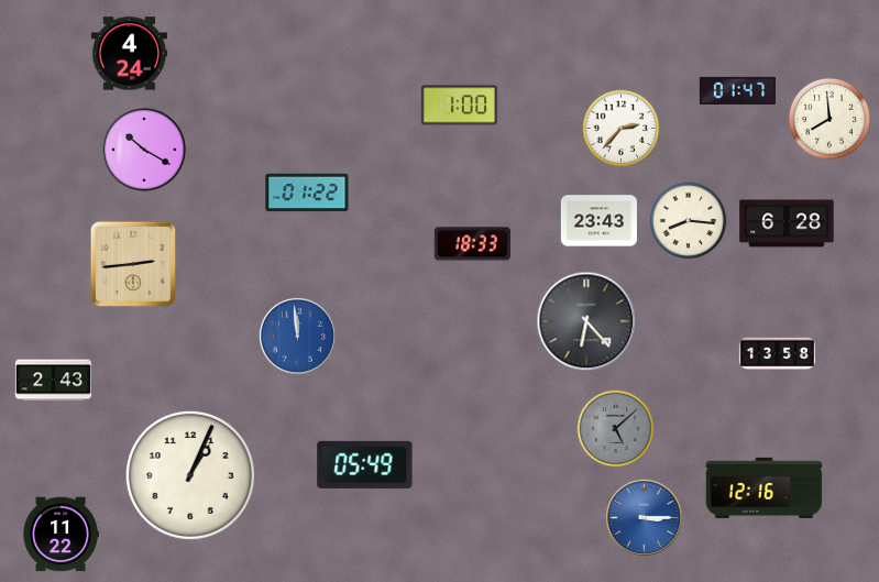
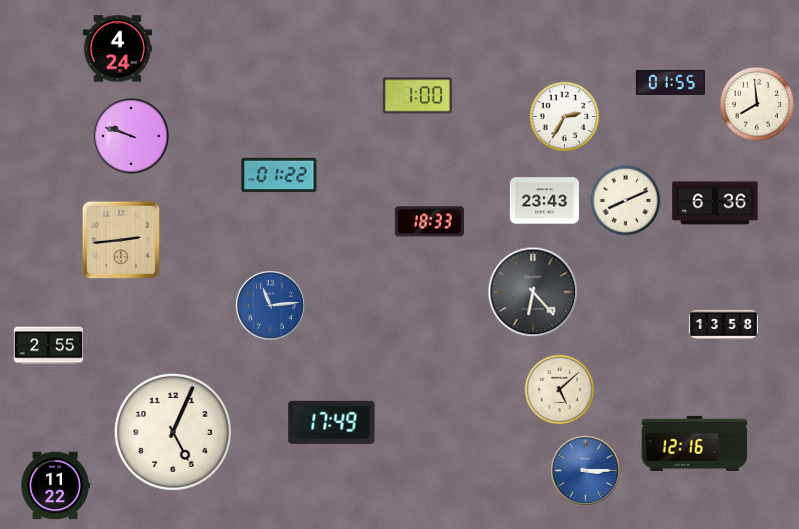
clock at (737, 90): 01:47 -> 01:55
clock at (829, 119) position: (829, 119) -> (757, 104)
clock at (622, 129): 2:37 -> 2:35
clock at (144, 150): 10:20 -> 9:48
clock at (689, 221): 8:16 -> 8:11
clock at (787, 223): 6:28 -> 6:36
clock at (297, 336): 11:59 -> 11:14
clock at (777, 354) position: (777, 354) -> (723, 325)
clock at (53, 381): 2:43 -> 2:55
clock at (616, 429) dial: grey -> cream
clock at (365, 464): 05:49 -> 17:49
clock at (190, 475): 1:04 -> 5:04
